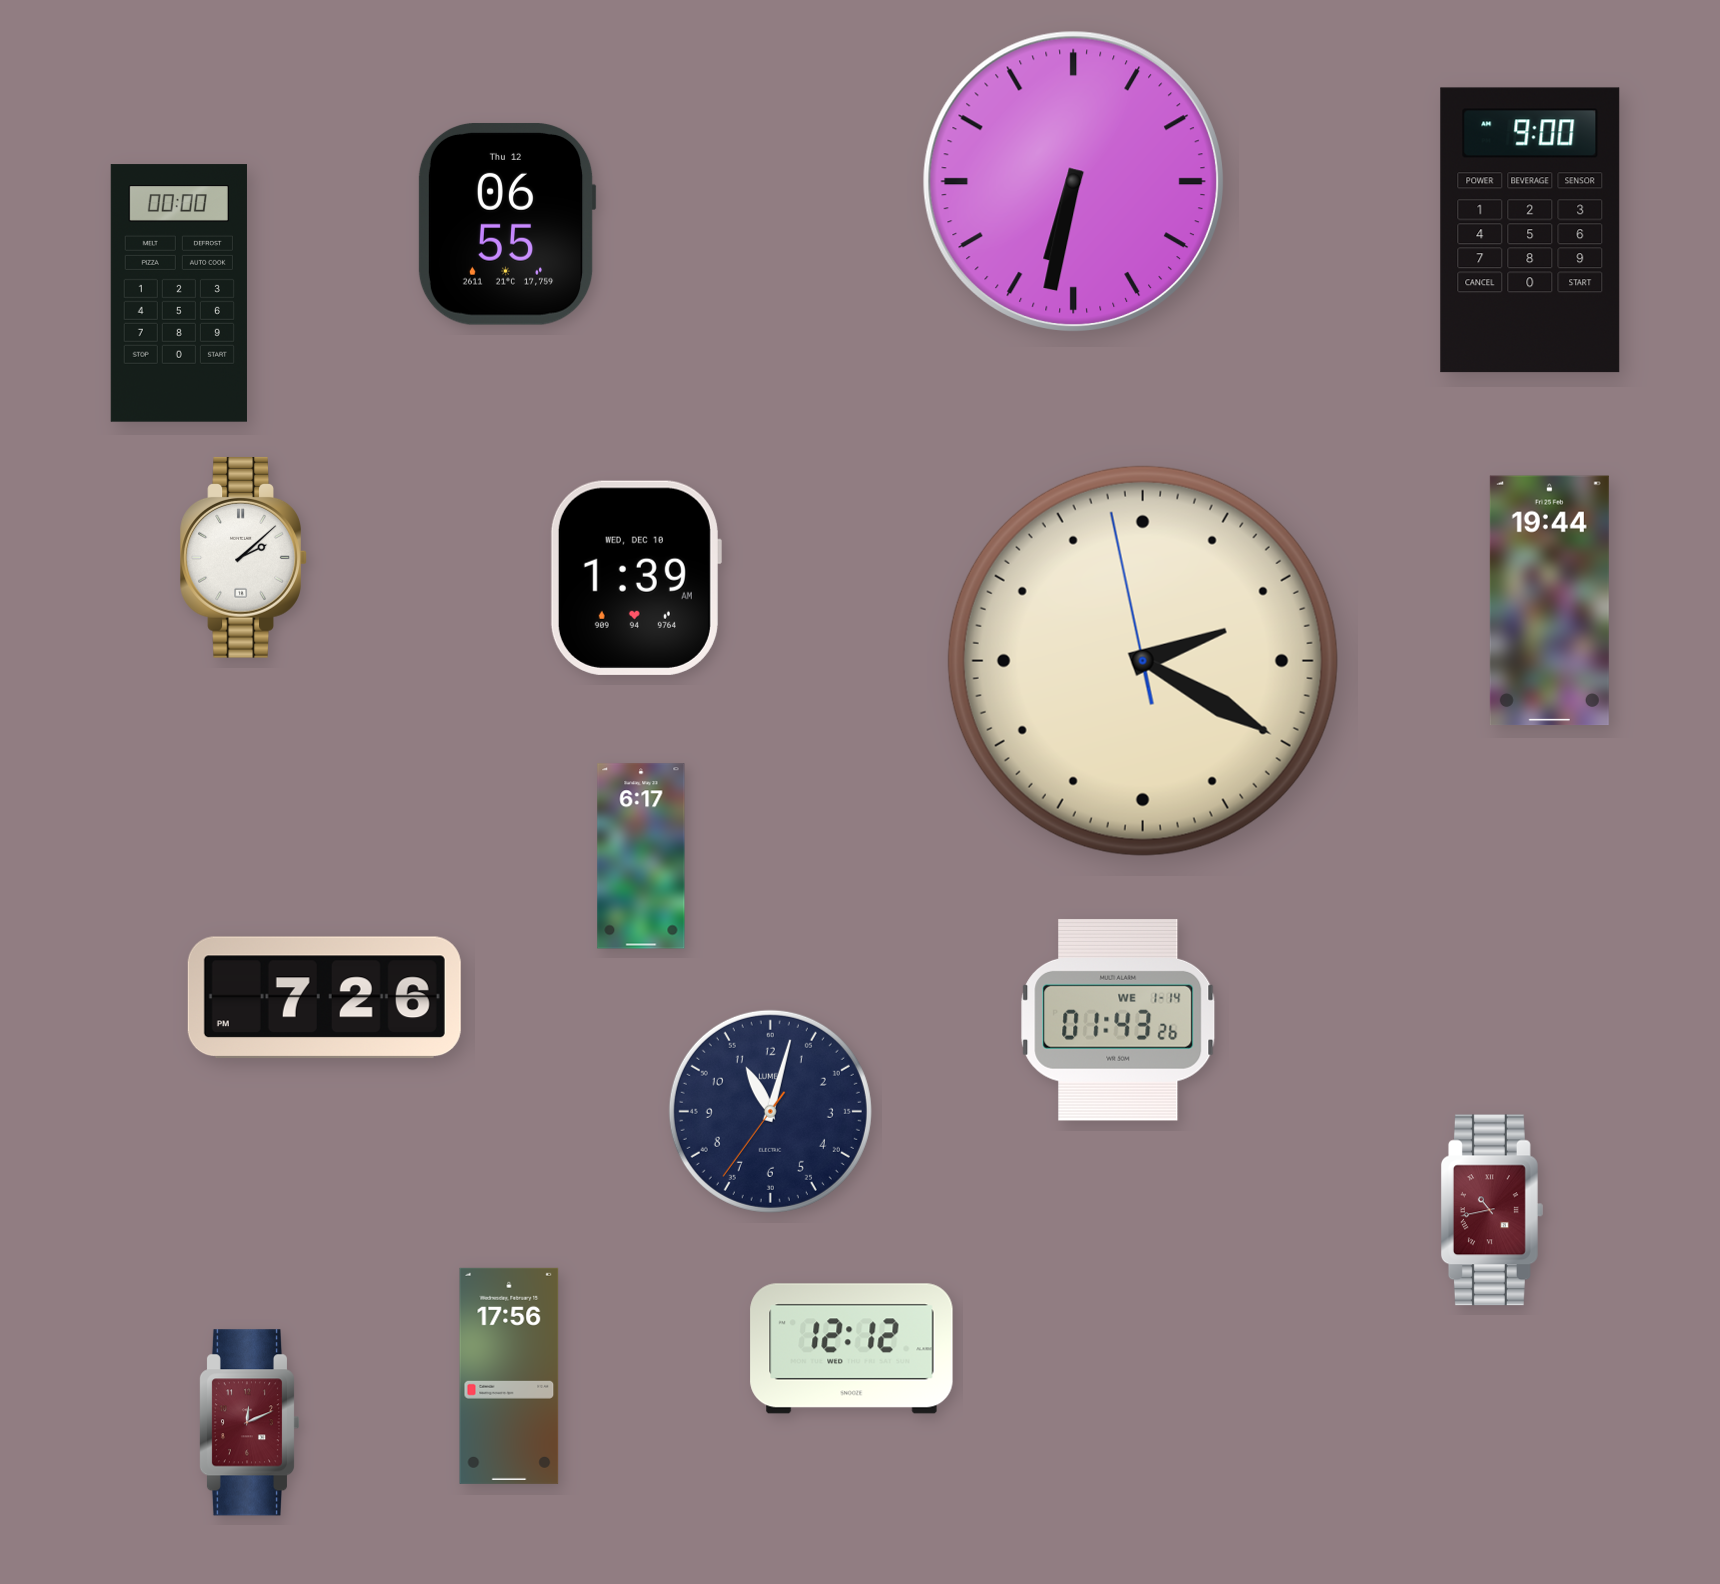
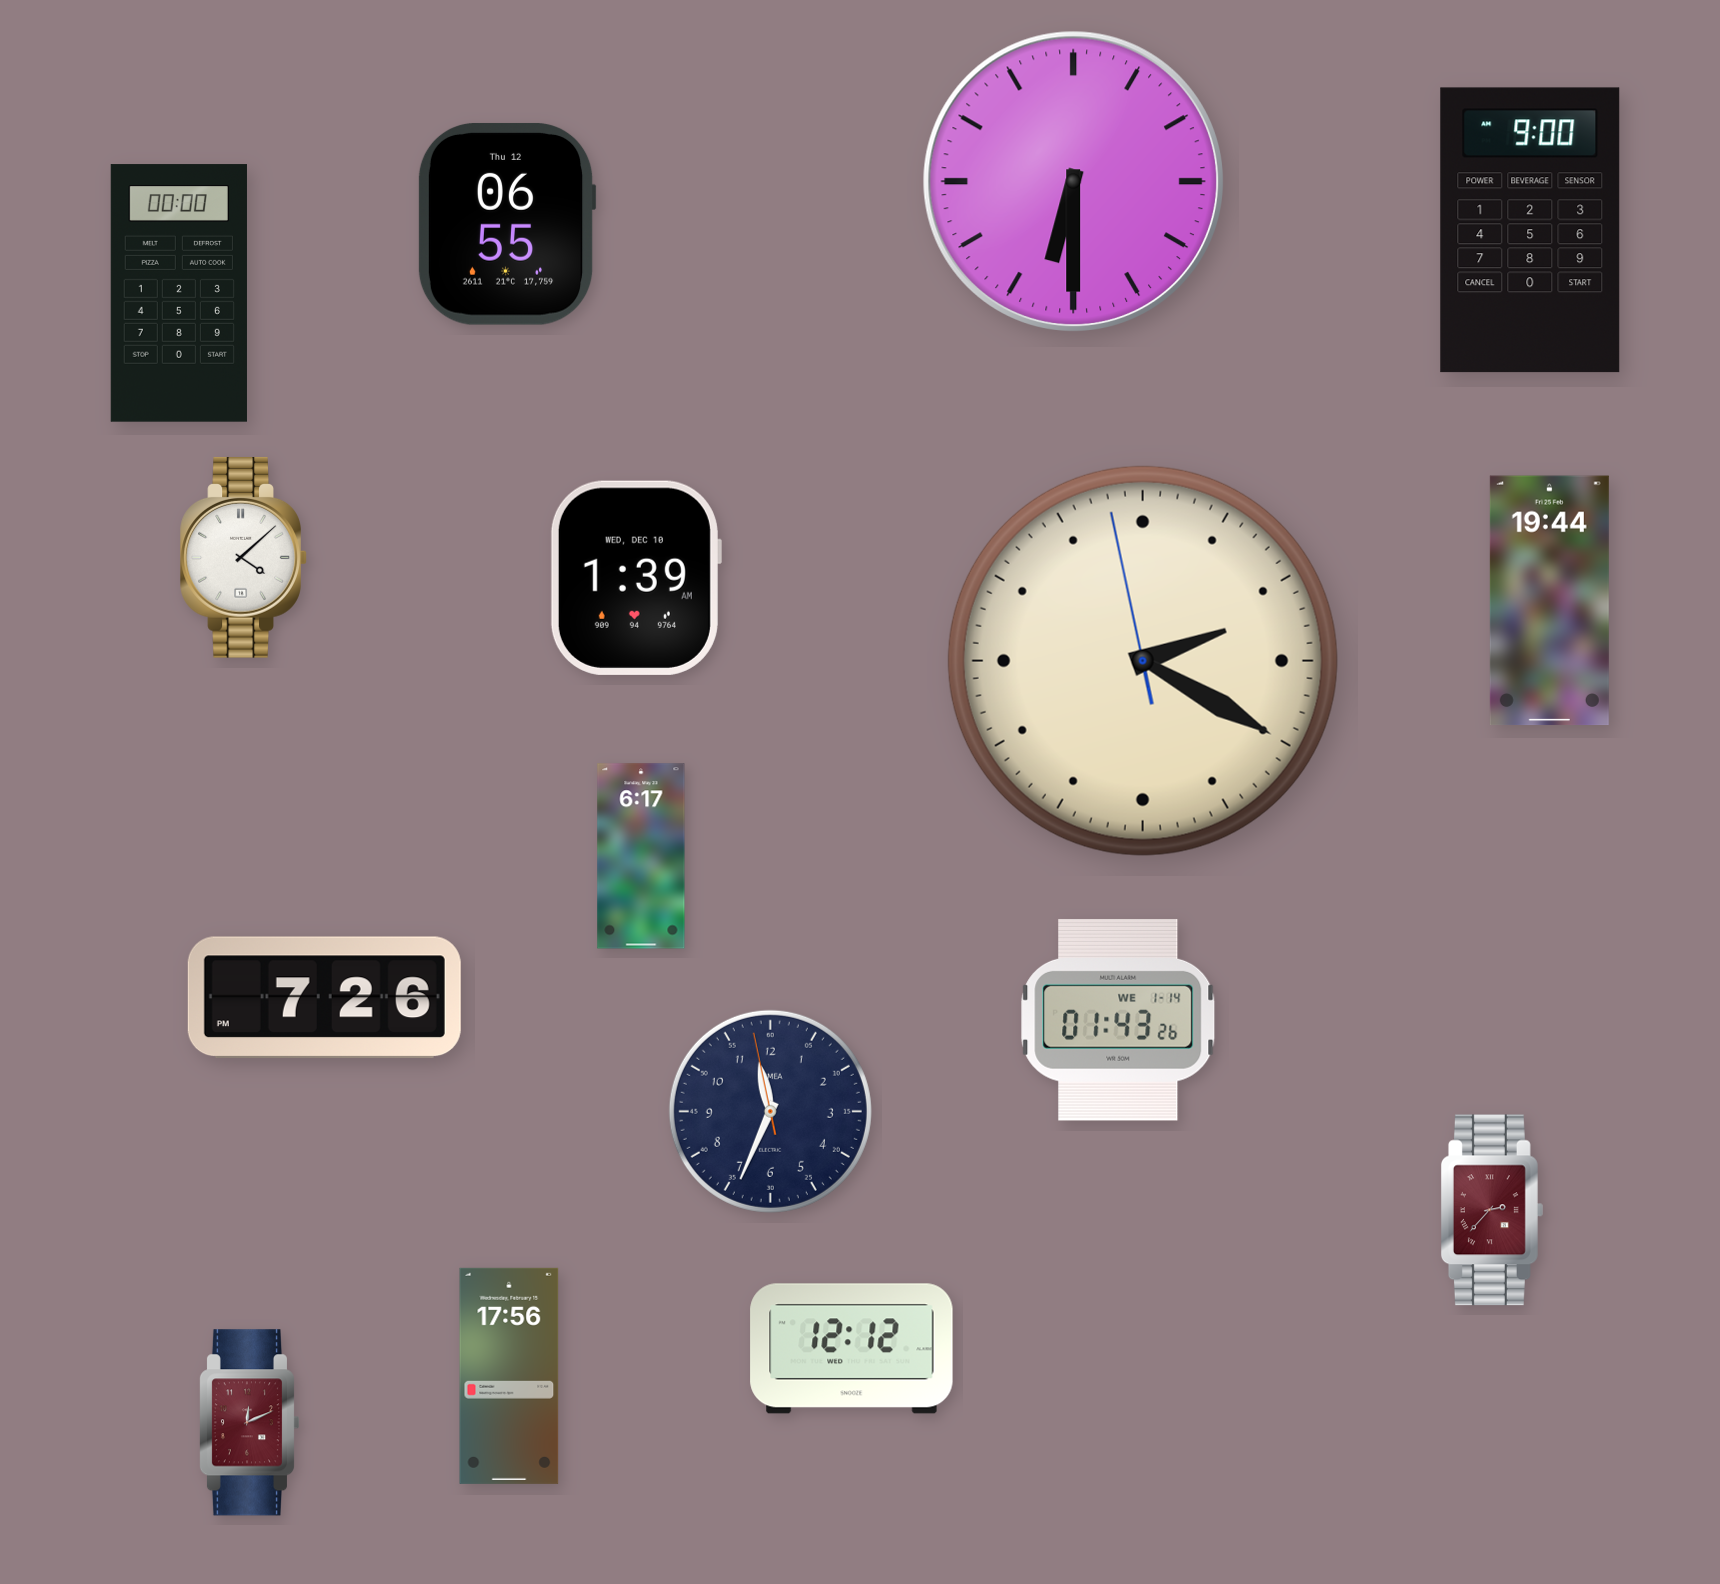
clock at (1073, 181): 6:32 -> 6:30
clock at (244, 557): 2:08 -> 4:08
clock at (770, 1111): 11:02 -> 11:33
clock at (1492, 1210): 10:43 -> 2:37
